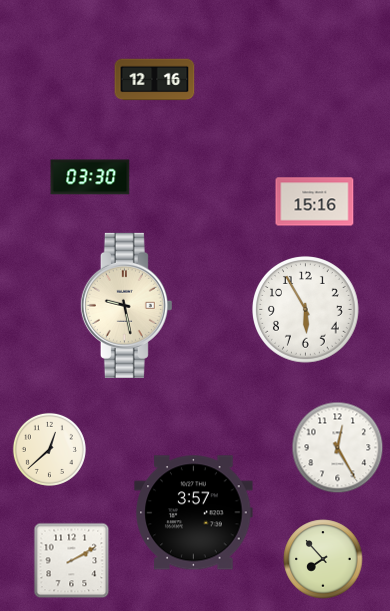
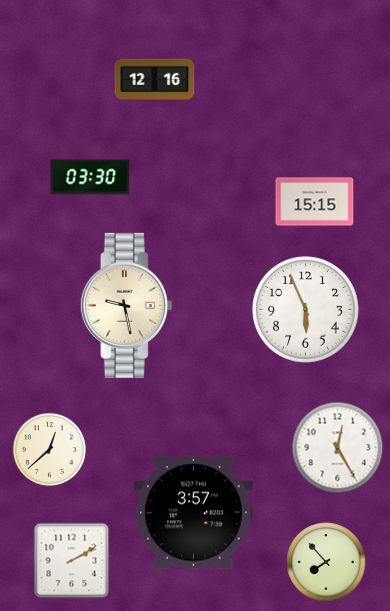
clock at (315, 202): 15:16 -> 15:15
clock at (306, 310): 5:55 -> 5:56
clock at (323, 559) position: (323, 559) -> (326, 562)
